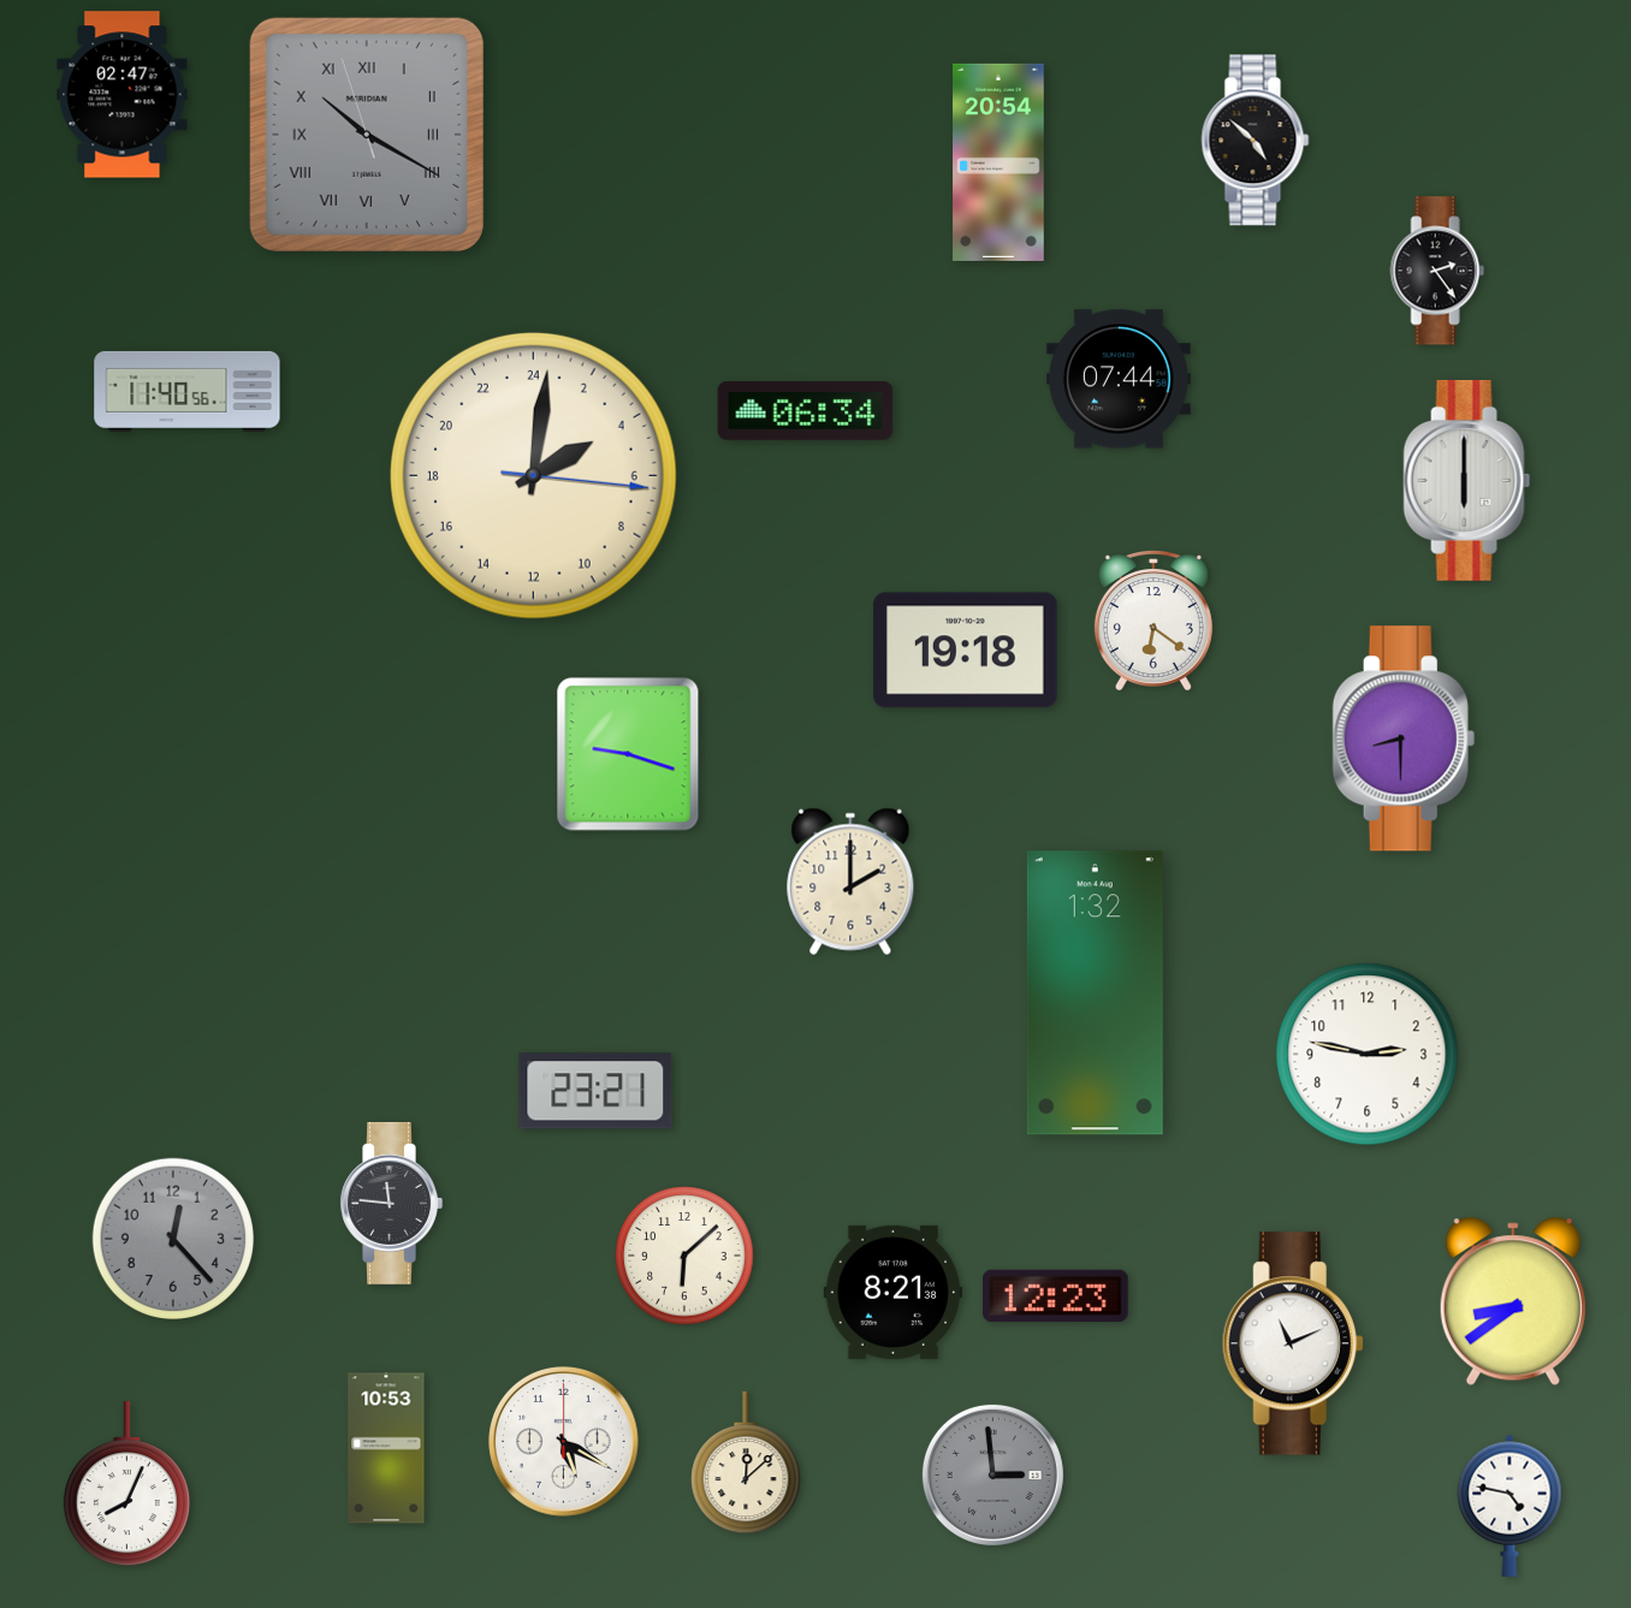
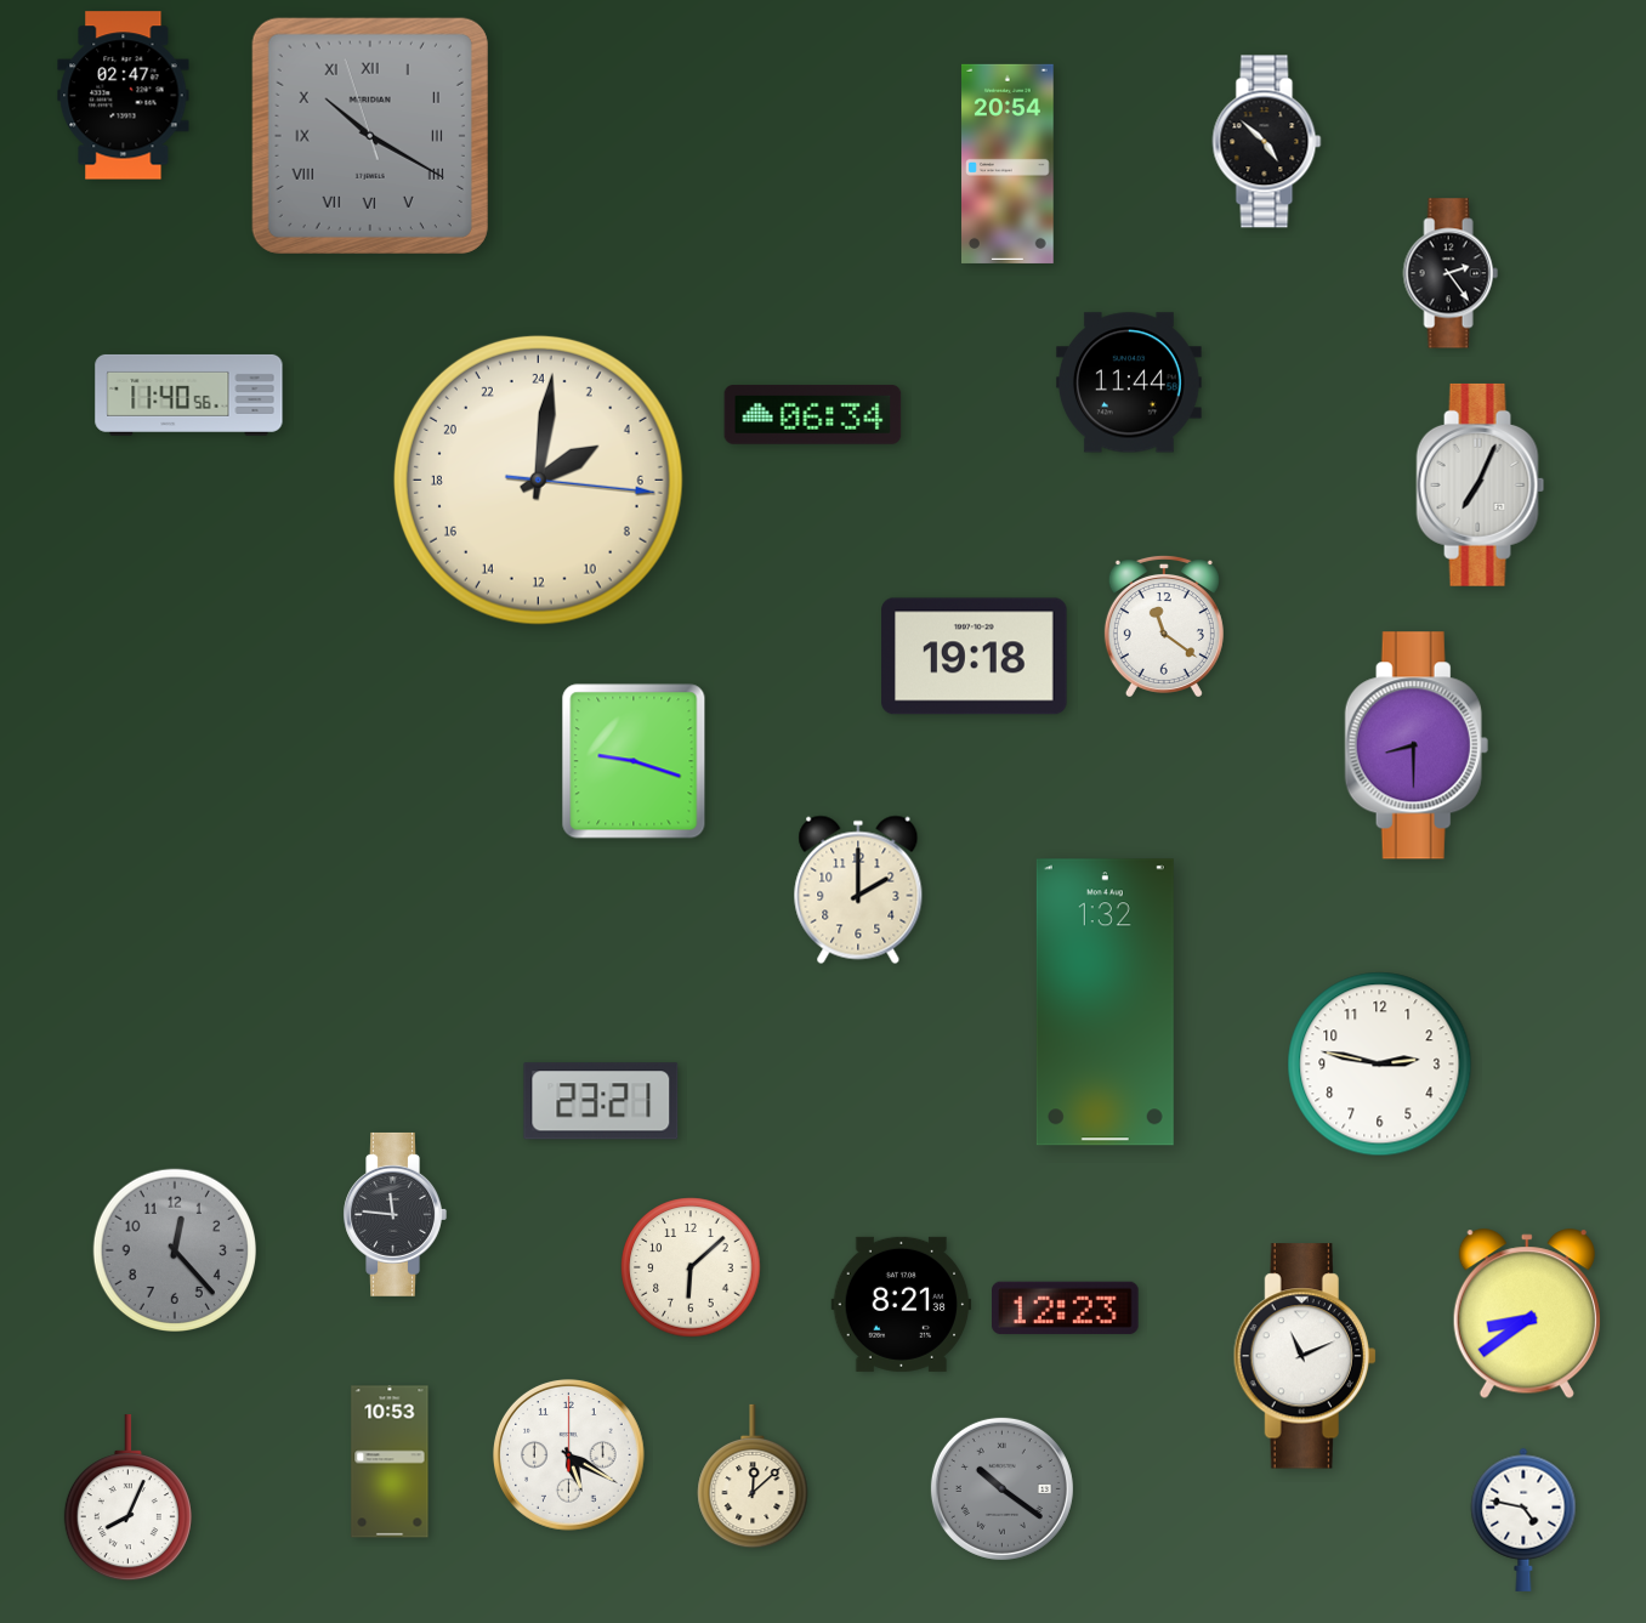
clock at (1119, 379): 07:44 -> 11:44
clock at (1467, 480): 6:00 -> 7:04
clock at (1153, 619): 6:21 -> 11:21
clock at (992, 1475): 2:59 -> 10:21
